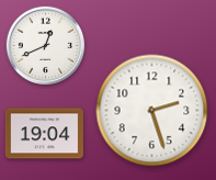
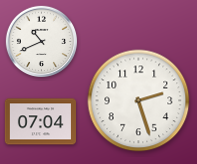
clock at (45, 45): 12:41 -> 10:41
clock at (44, 134): 19:04 -> 07:04
